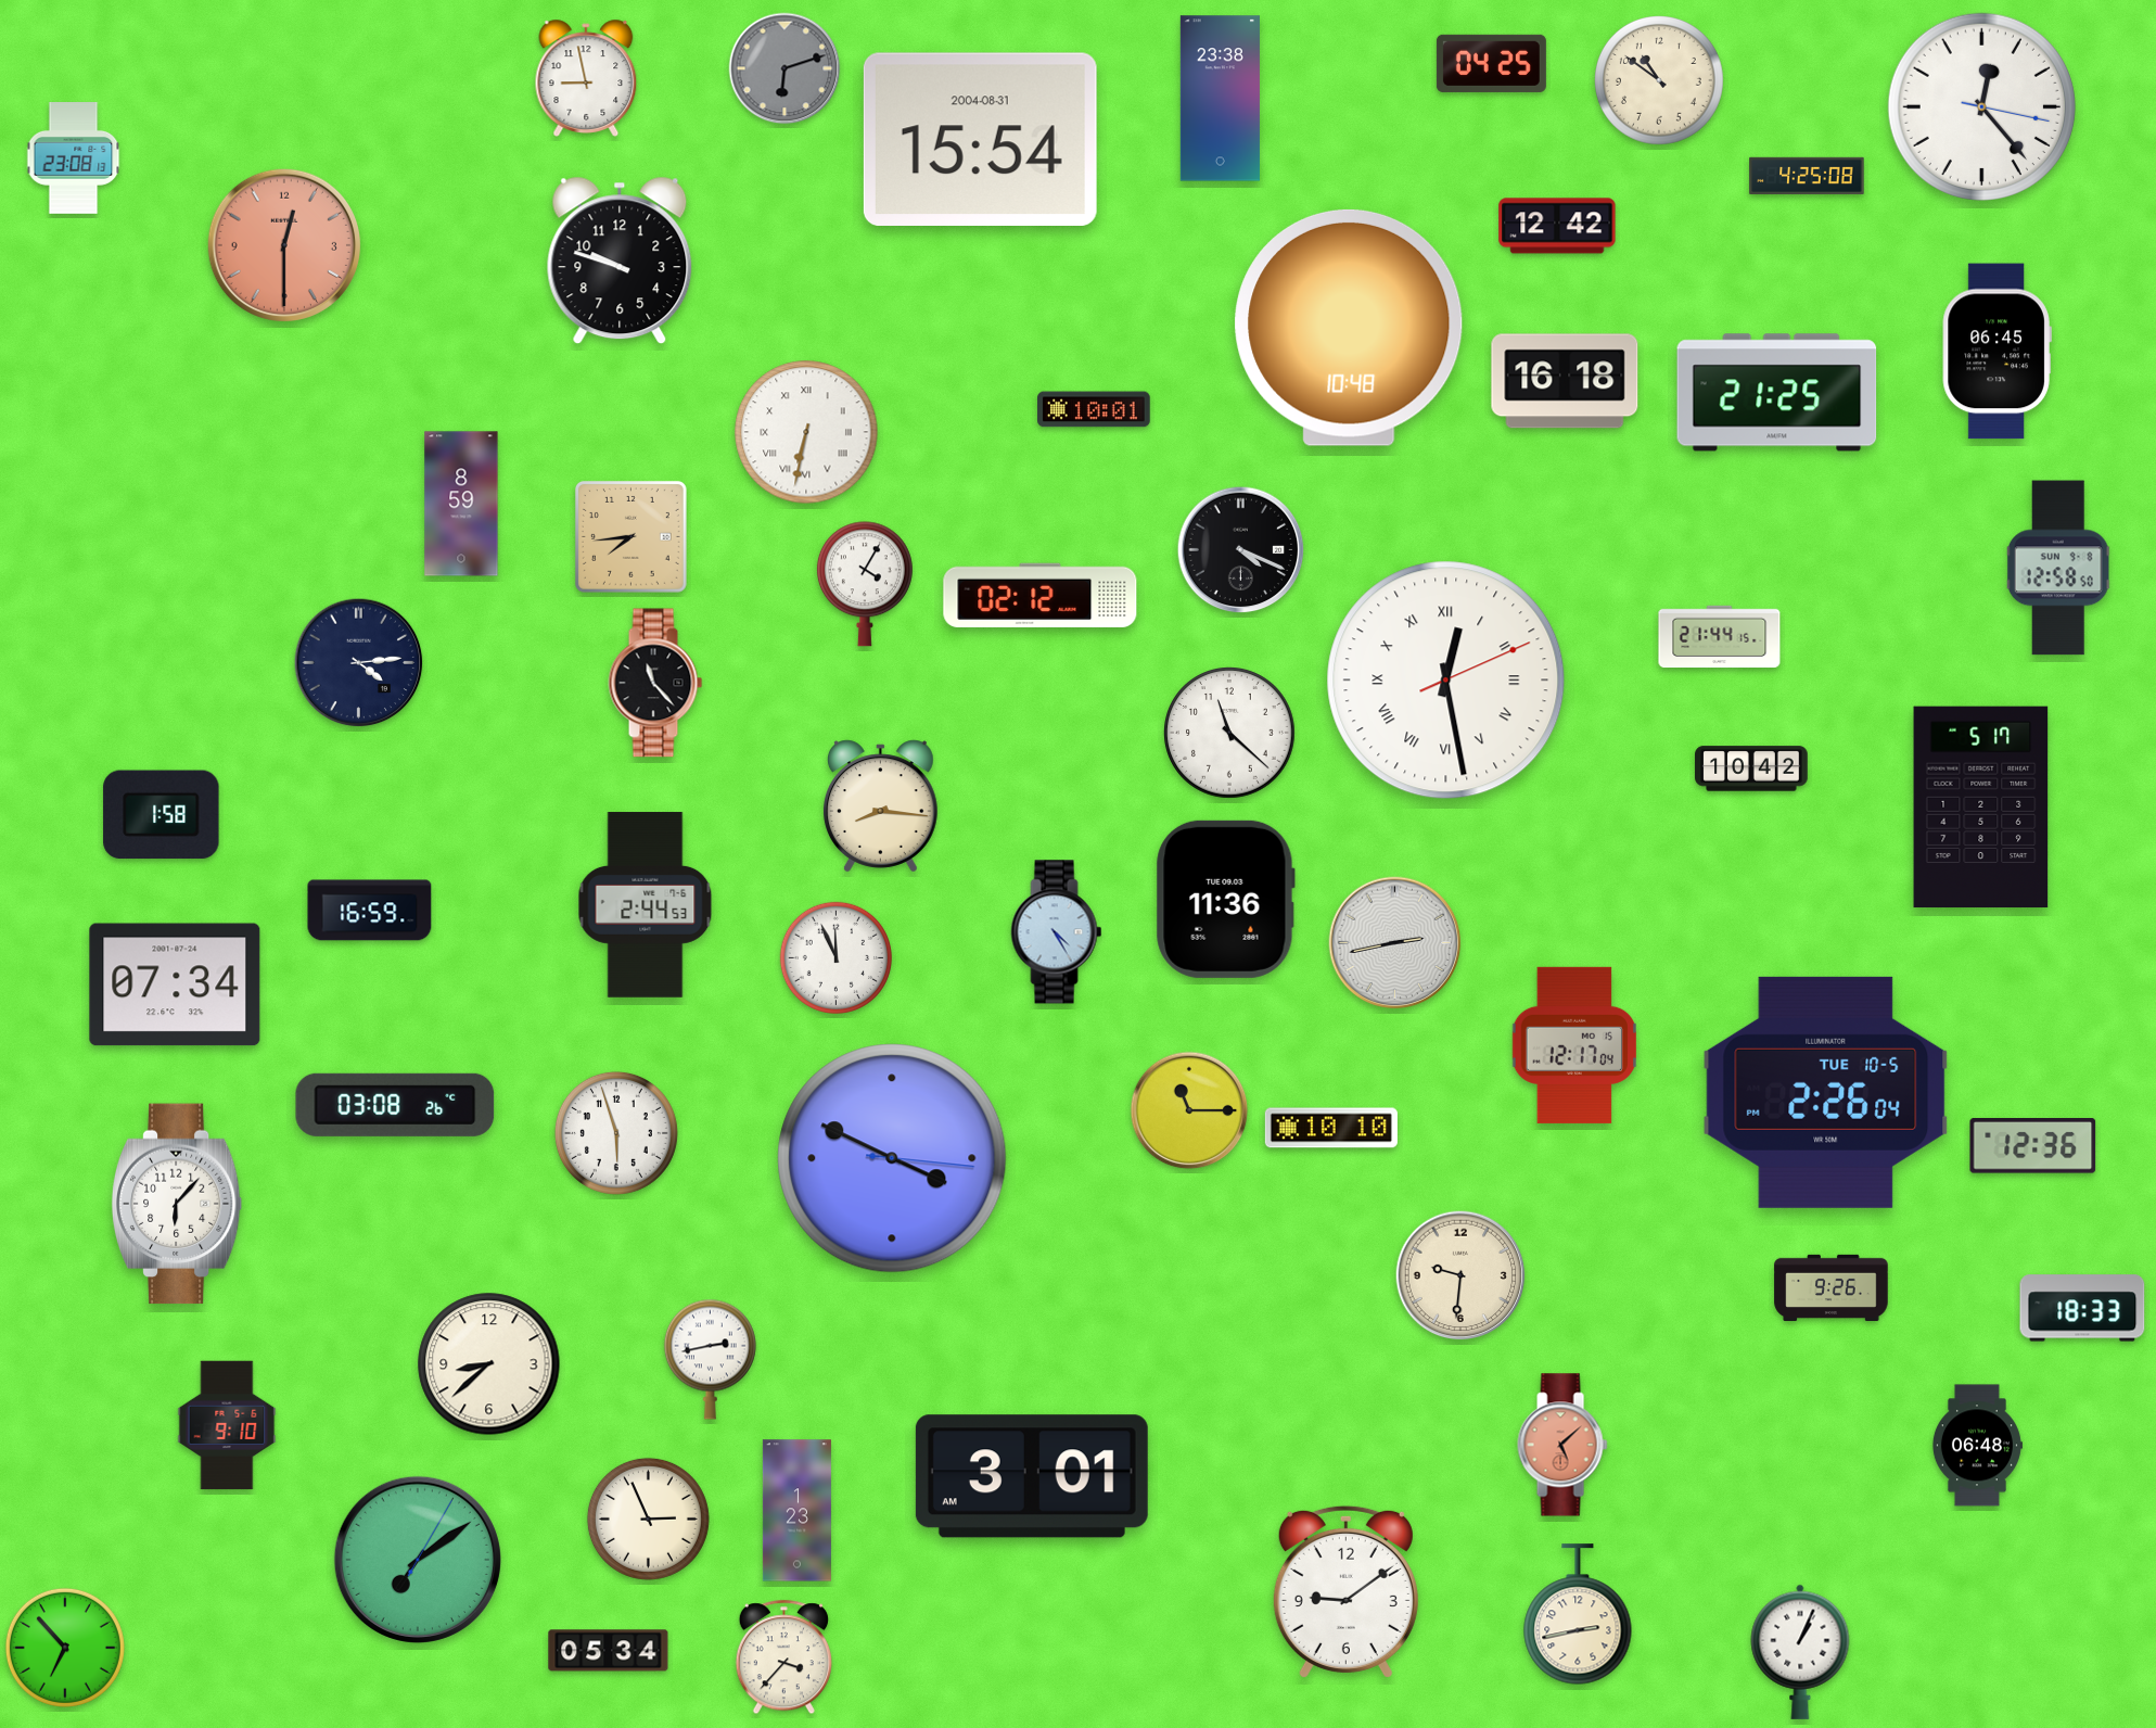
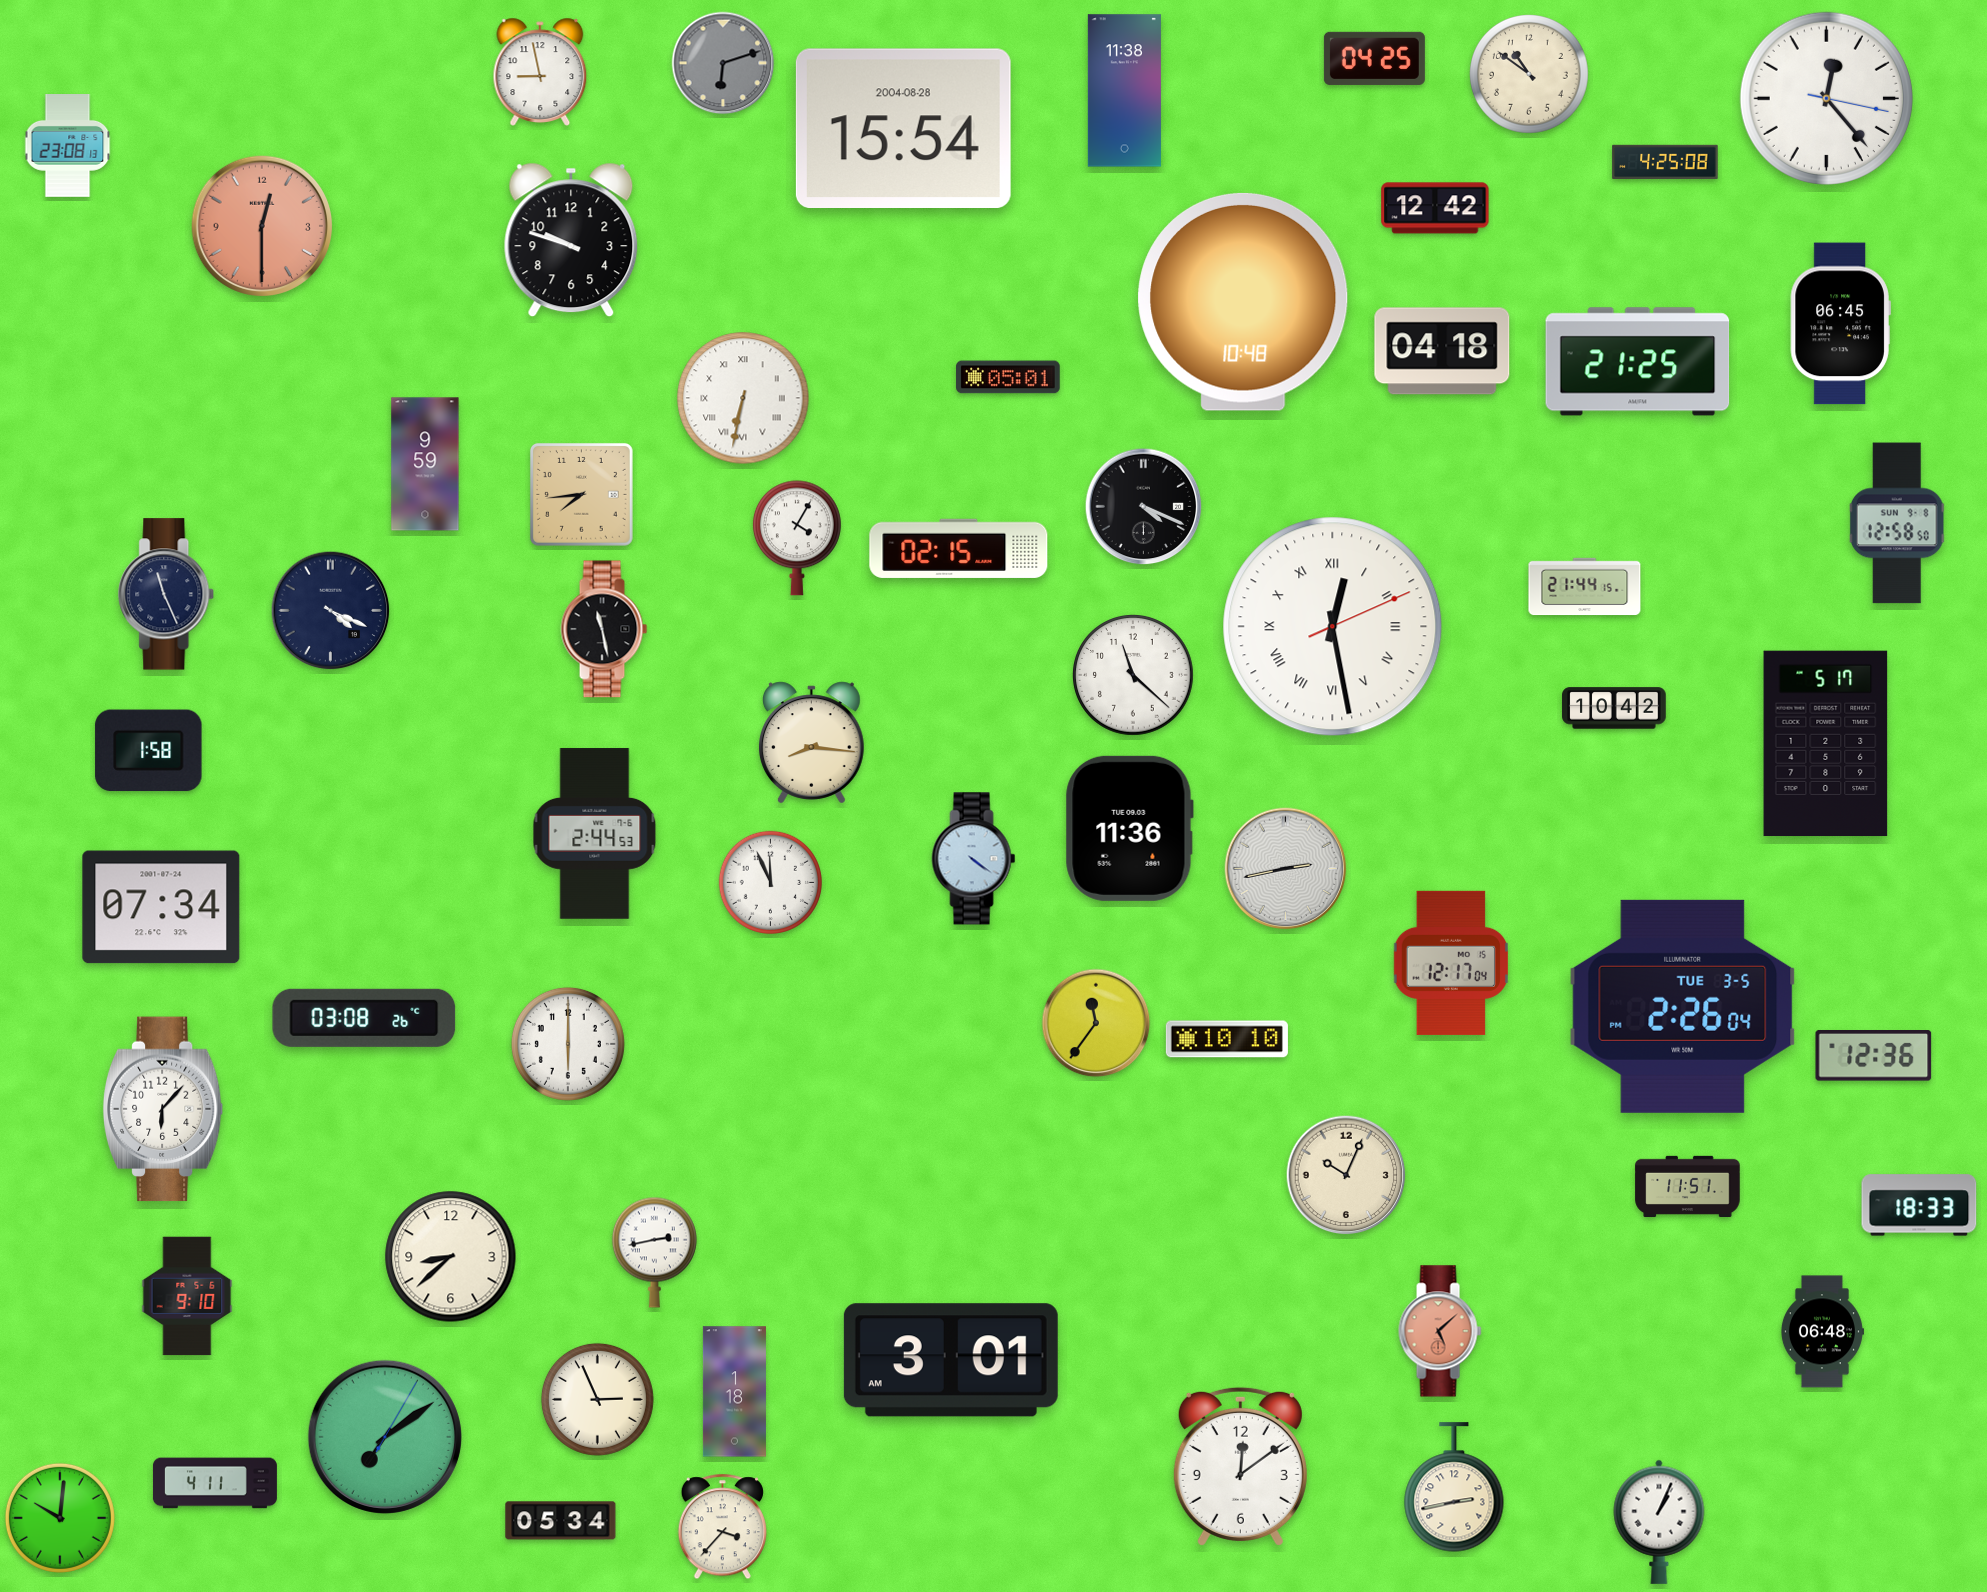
clock at (1220, 99): 23:38 -> 11:38
clock at (980, 139) date: 2004-08-31 -> 2004-08-28
clock at (1565, 381): 16:18 -> 04:18
clock at (1094, 409): 10:01 -> 05:01
clock at (461, 504): 8:59 -> 9:59
clock at (1041, 595): 02:12 -> 02:15
clock at (167, 594): none -> 11:26
clock at (359, 663): 4:14 -> 4:19
clock at (655, 683): 11:23 -> 11:28
clock at (370, 911): 16:59 -> none
clock at (1057, 932): 4:25 -> 4:21
clock at (1826, 1092) date: TUE 10-5 -> TUE 3-5
clock at (1189, 1110): 11:15 -> 11:36
clock at (616, 1133): 5:57 -> 6:00
clock at (892, 1158): 3:49 -> none
clock at (1460, 1275): 9:31 -> 10:04
clock at (1832, 1287): 9:26 -> 11:51
clock at (227, 1425) position: (227, 1425) -> (187, 1296)
clock at (796, 1511): 1:23 -> 1:18
clock at (1345, 1591): 9:09 -> 12:09
clock at (215, 1483): none -> 4:11
clock at (65, 1648): 6:53 -> 10:01
